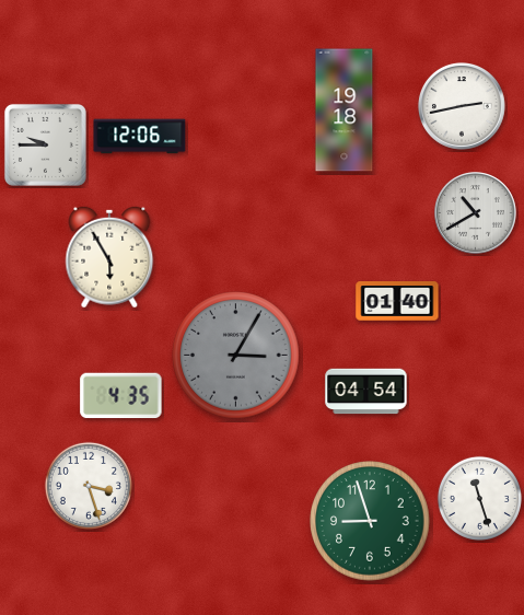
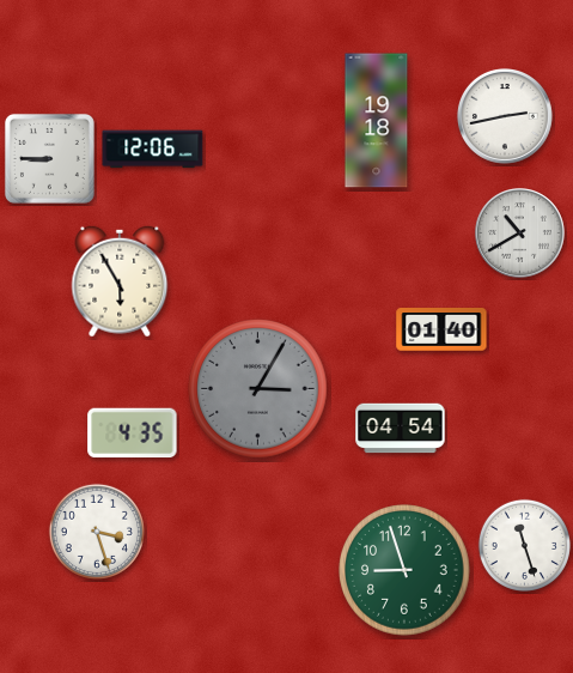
clock at (45, 144): 9:45 -> 8:45
clock at (397, 302) position: (397, 302) -> (441, 331)
